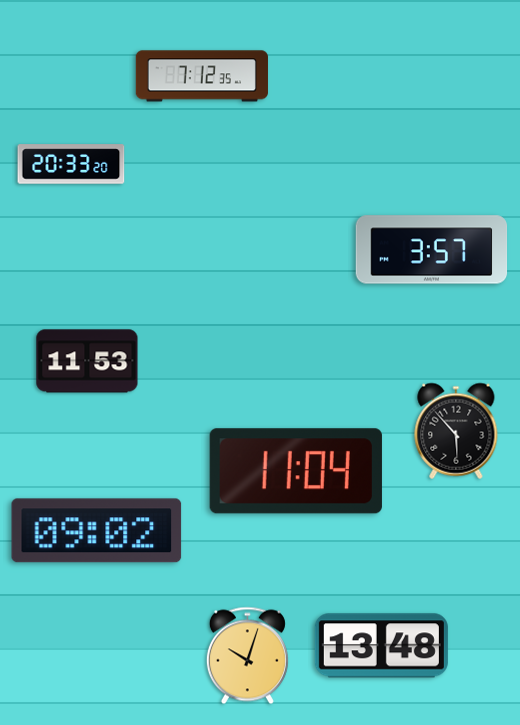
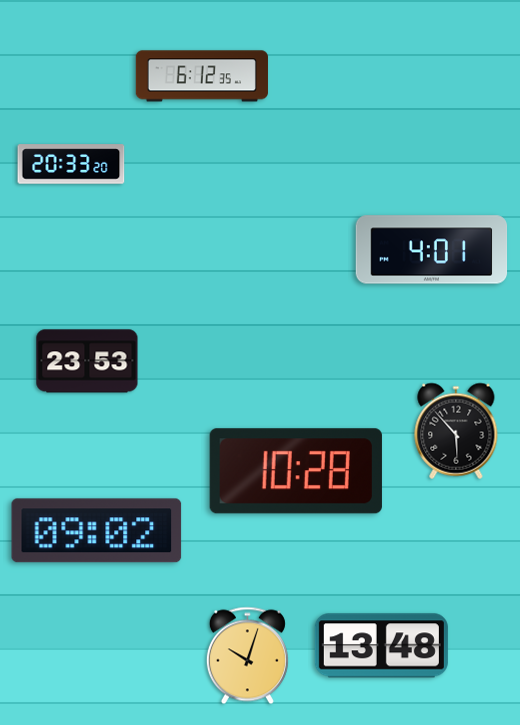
clock at (202, 76): 7:12 -> 6:12
clock at (432, 250): 3:57 -> 4:01
clock at (87, 361): 11:53 -> 23:53
clock at (296, 471): 11:04 -> 10:28
